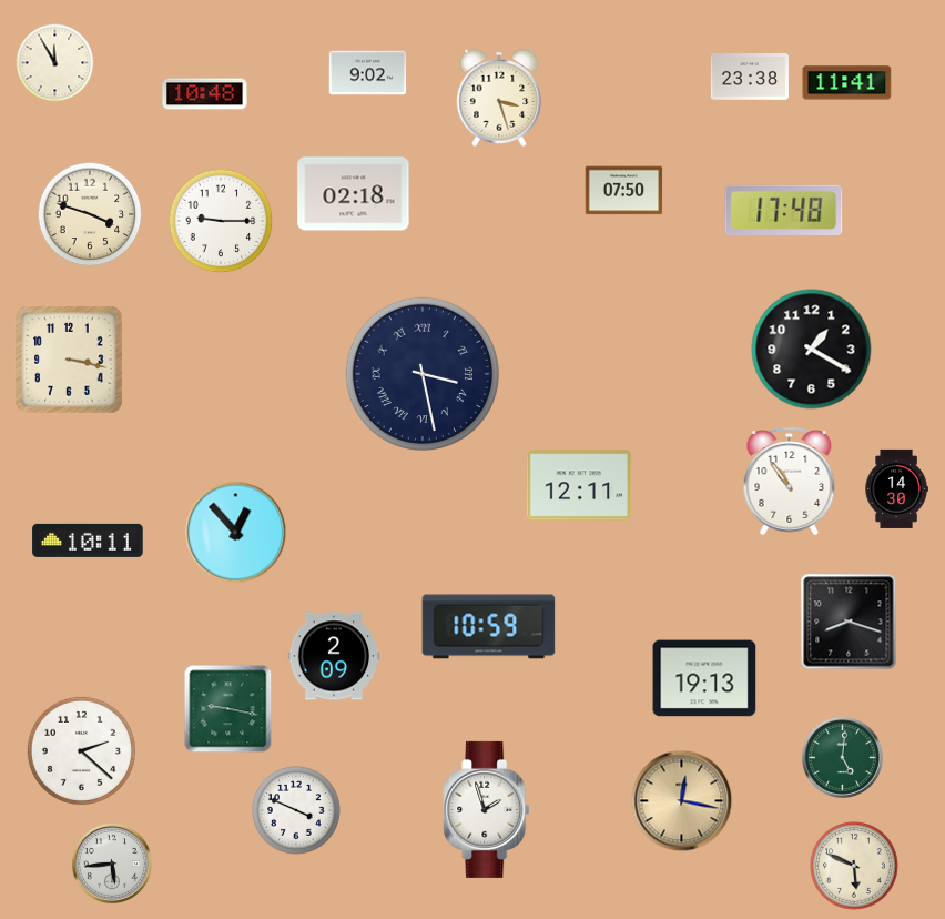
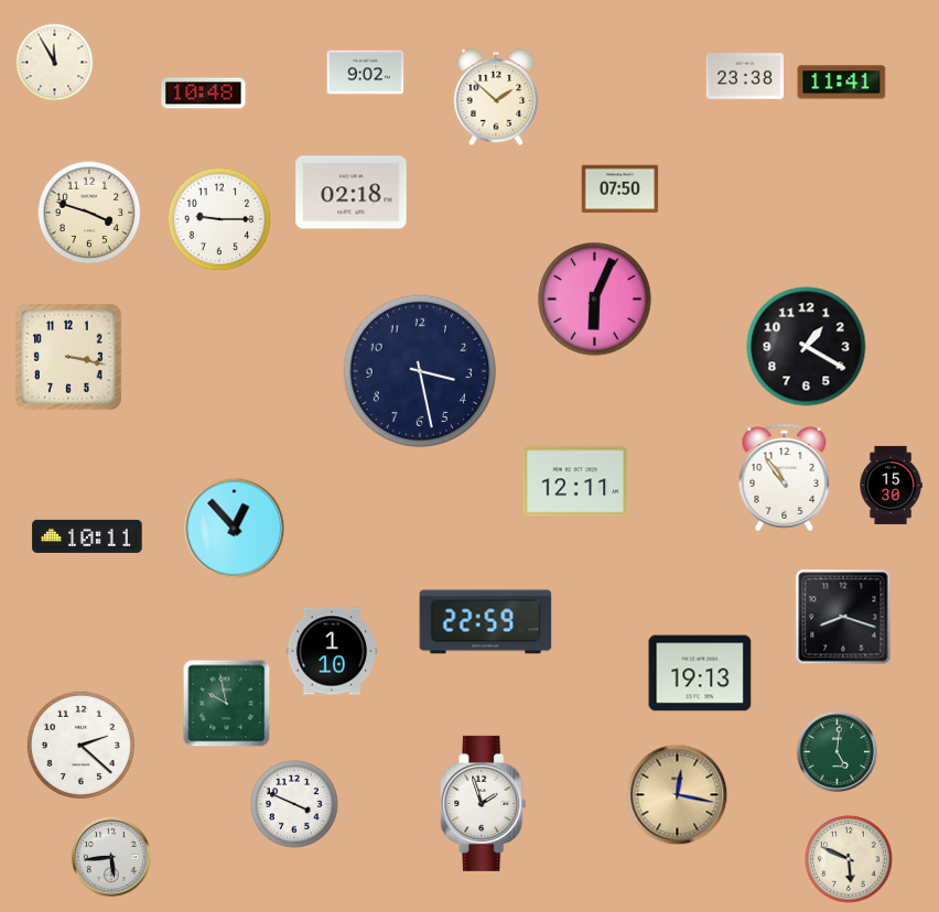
clock at (499, 98): 3:27 -> 1:52
clock at (784, 210): 17:48 -> none
clock at (595, 300): none -> 6:04
clock at (421, 373) numerals: Roman -> Arabic
clock at (896, 488): 14:30 -> 15:30
clock at (489, 627): 10:59 -> 22:59
clock at (334, 656): 2:09 -> 1:10
clock at (228, 709): 9:17 -> 9:58
